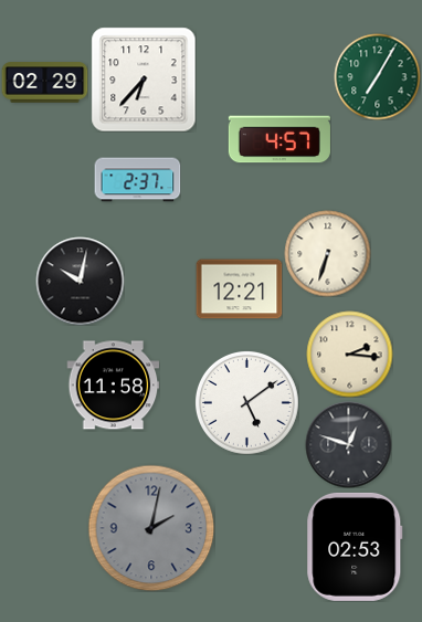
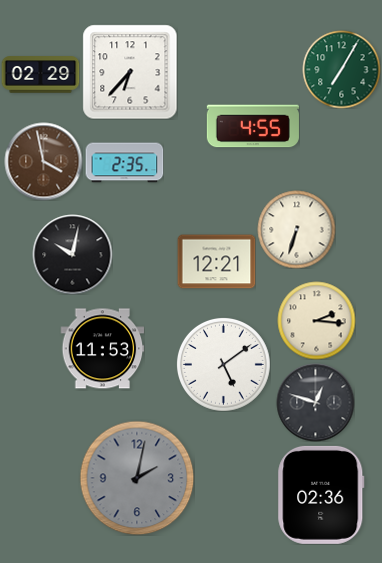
clock at (279, 139): 4:57 -> 4:55
clock at (43, 161): none -> 3:58
clock at (137, 180): 2:37 -> 2:35
clock at (113, 386): 11:58 -> 11:53
clock at (355, 547): 02:53 -> 02:36
